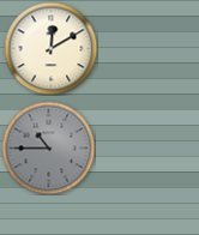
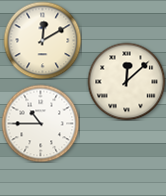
clock at (126, 81): none -> 12:08
clock at (48, 147) dial: grey -> white
